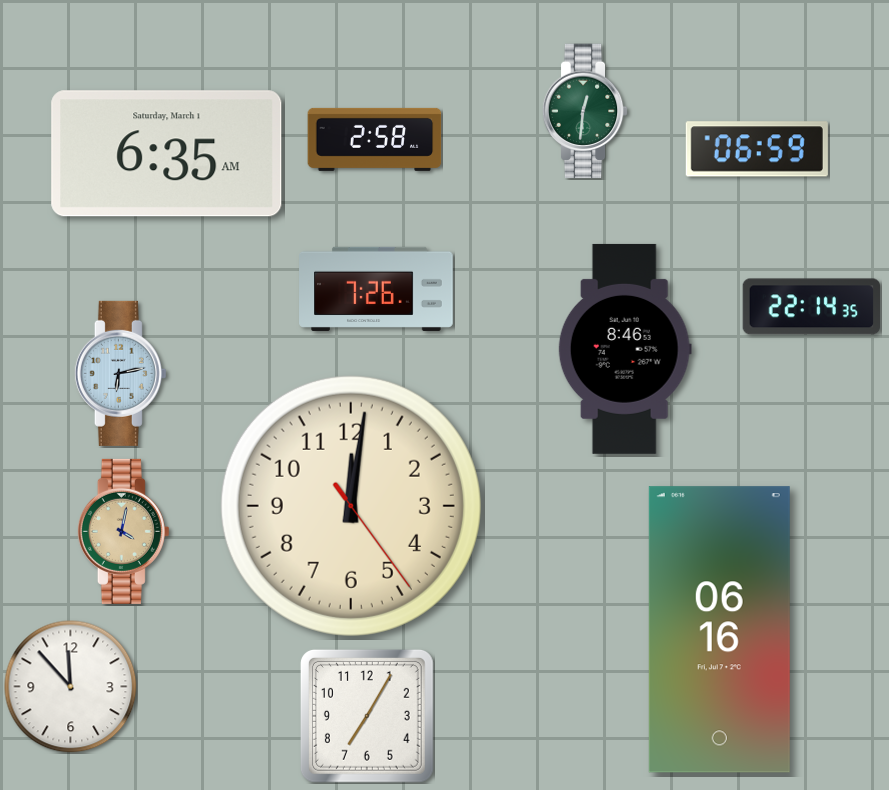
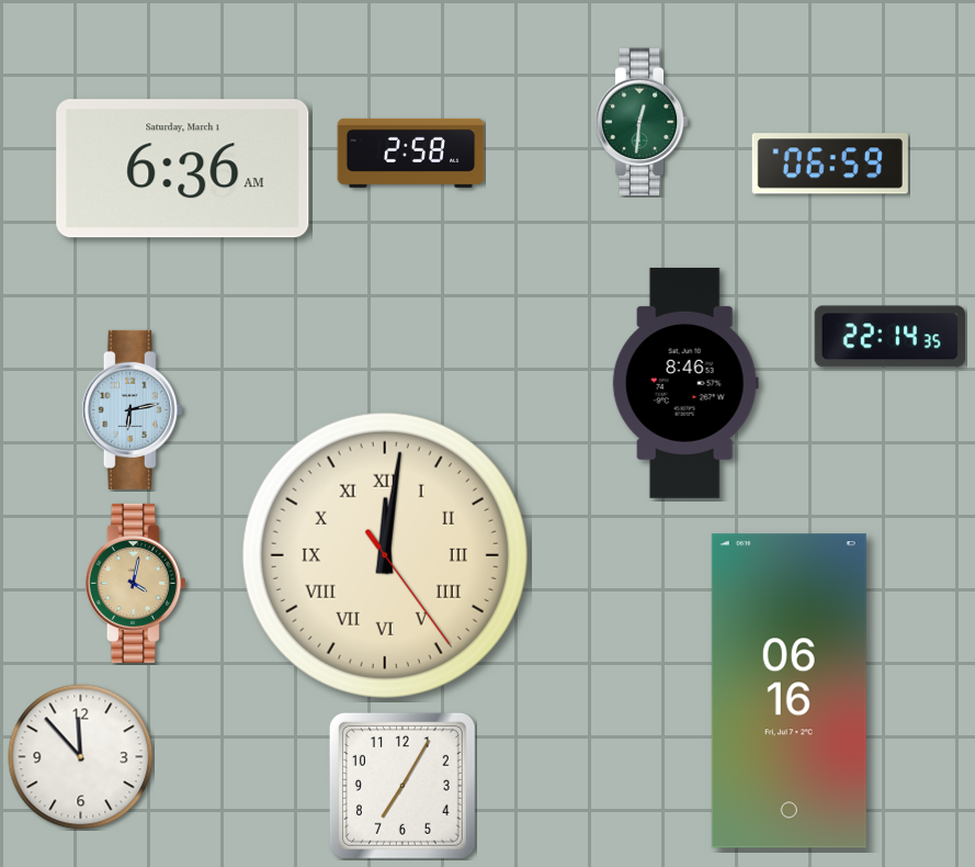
clock at (167, 154): 6:35 -> 6:36
clock at (376, 289): 7:26 -> none
clock at (351, 506) numerals: Arabic -> Roman
clock at (71, 687) position: (71, 687) -> (81, 757)
